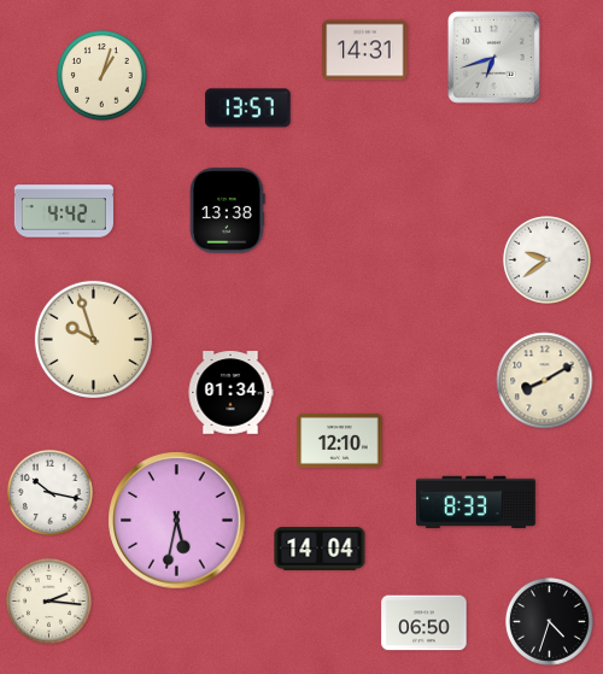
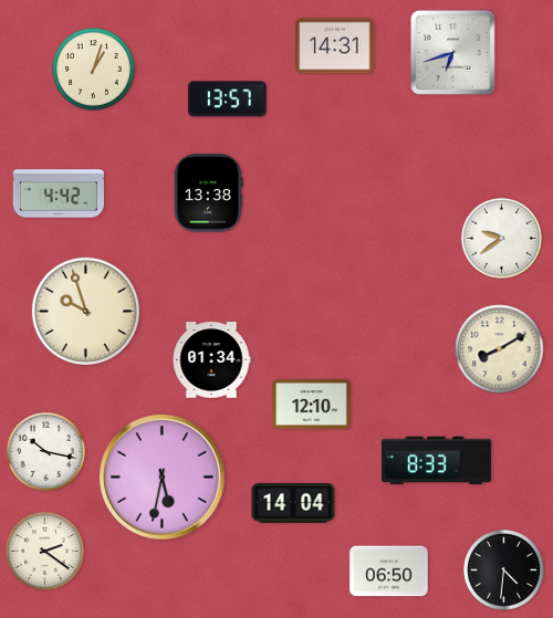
clock at (48, 600): 2:16 -> 2:21
clock at (550, 622): 4:33 -> 4:31
